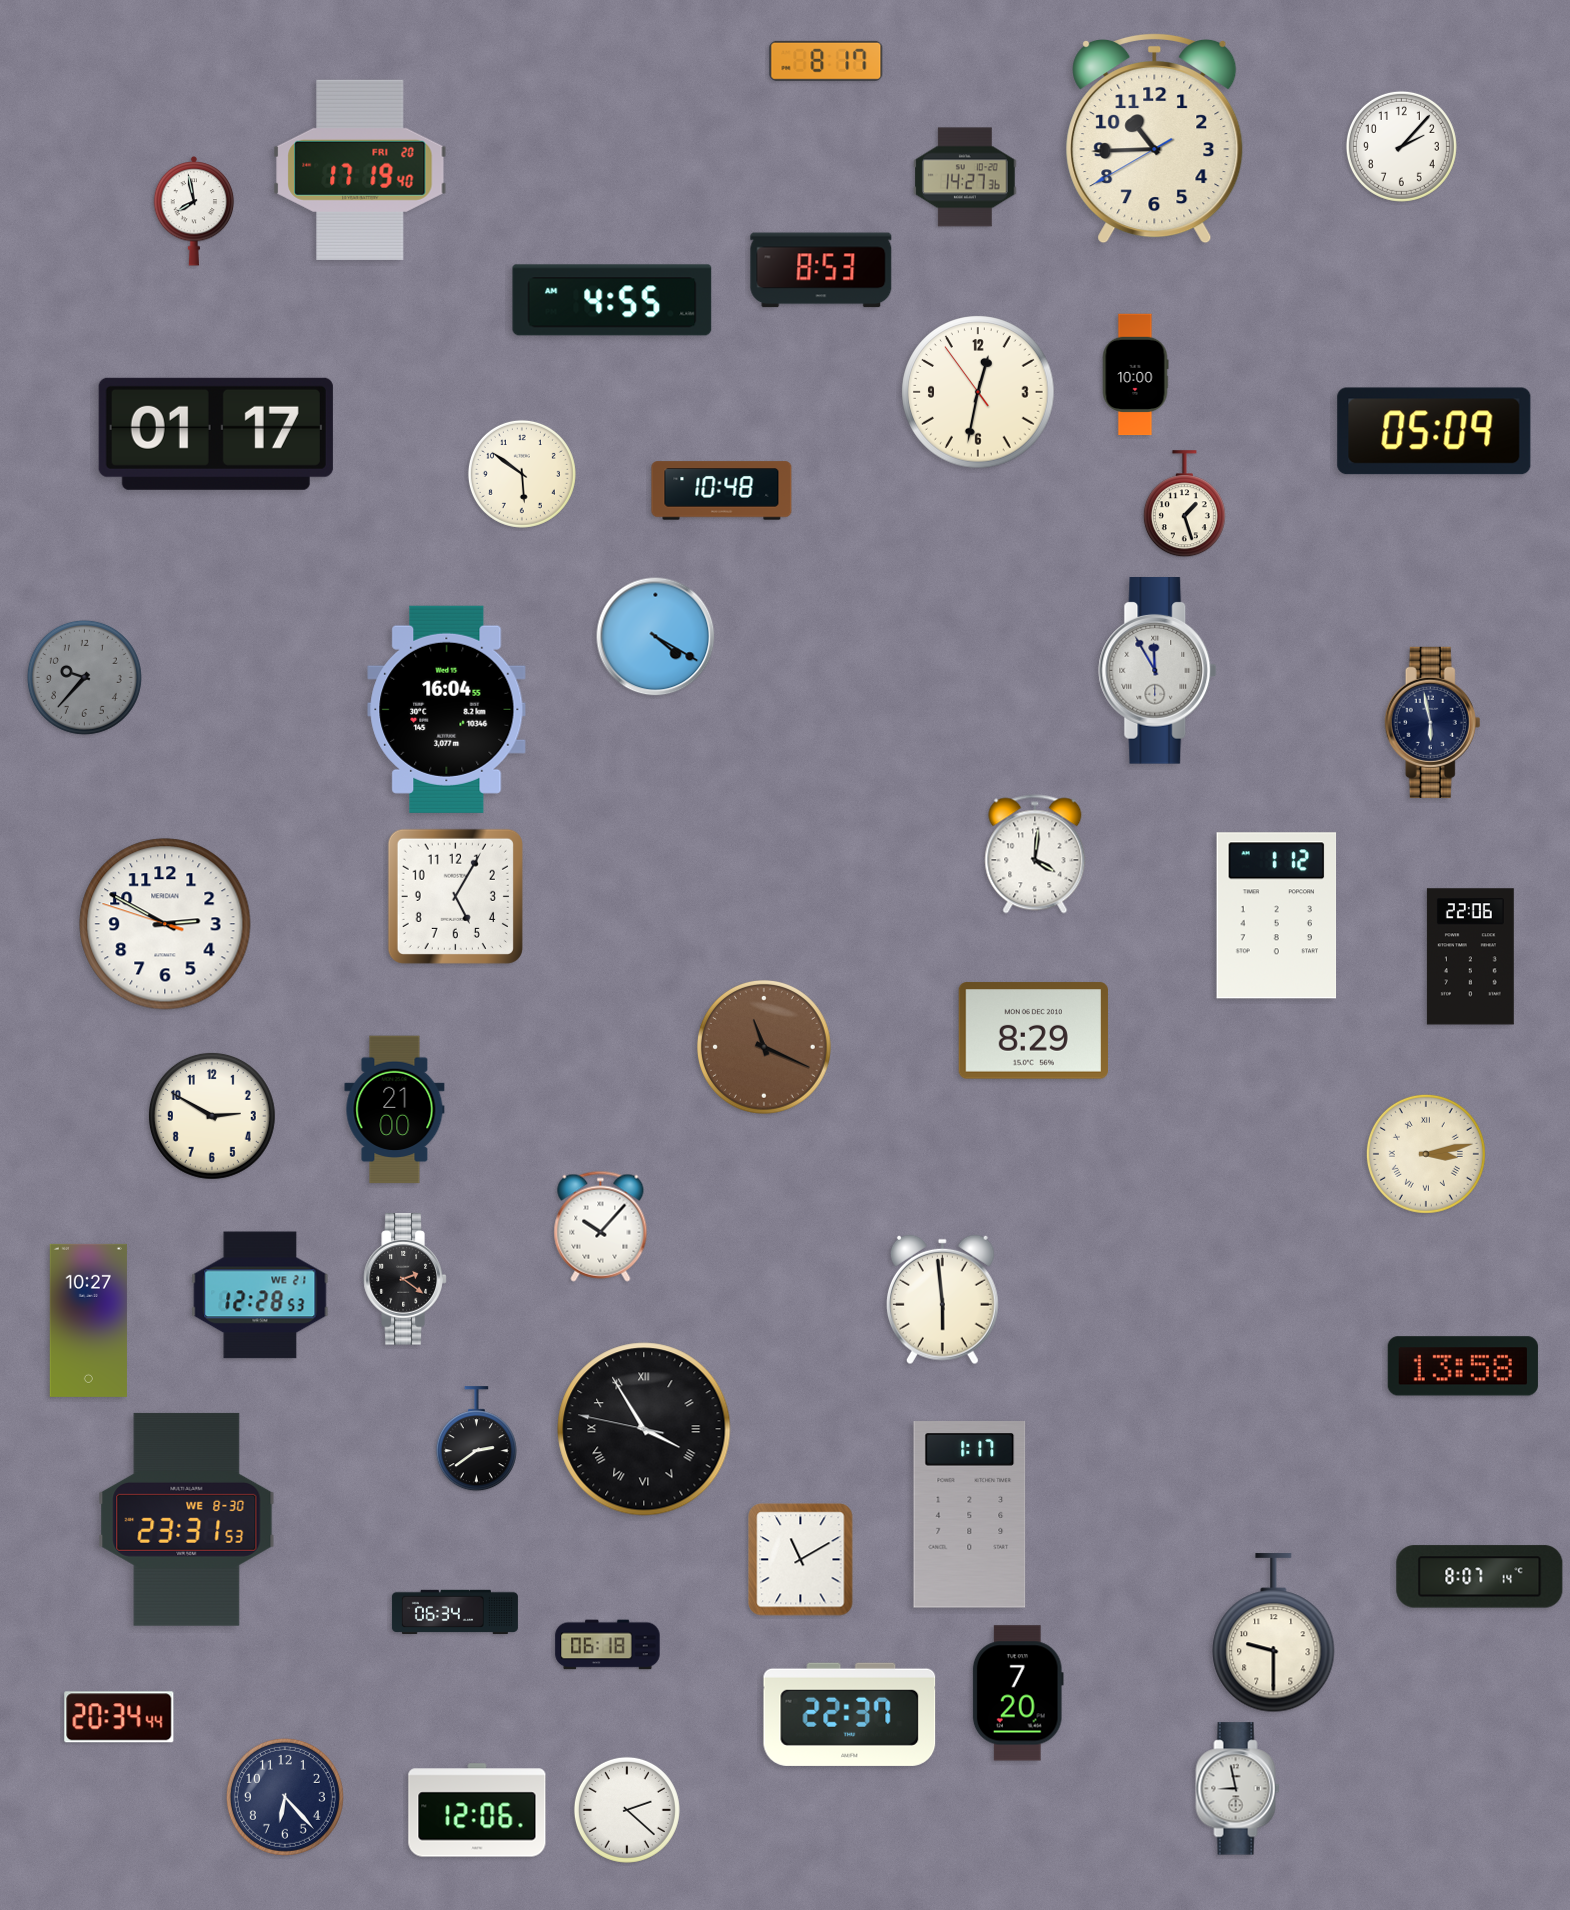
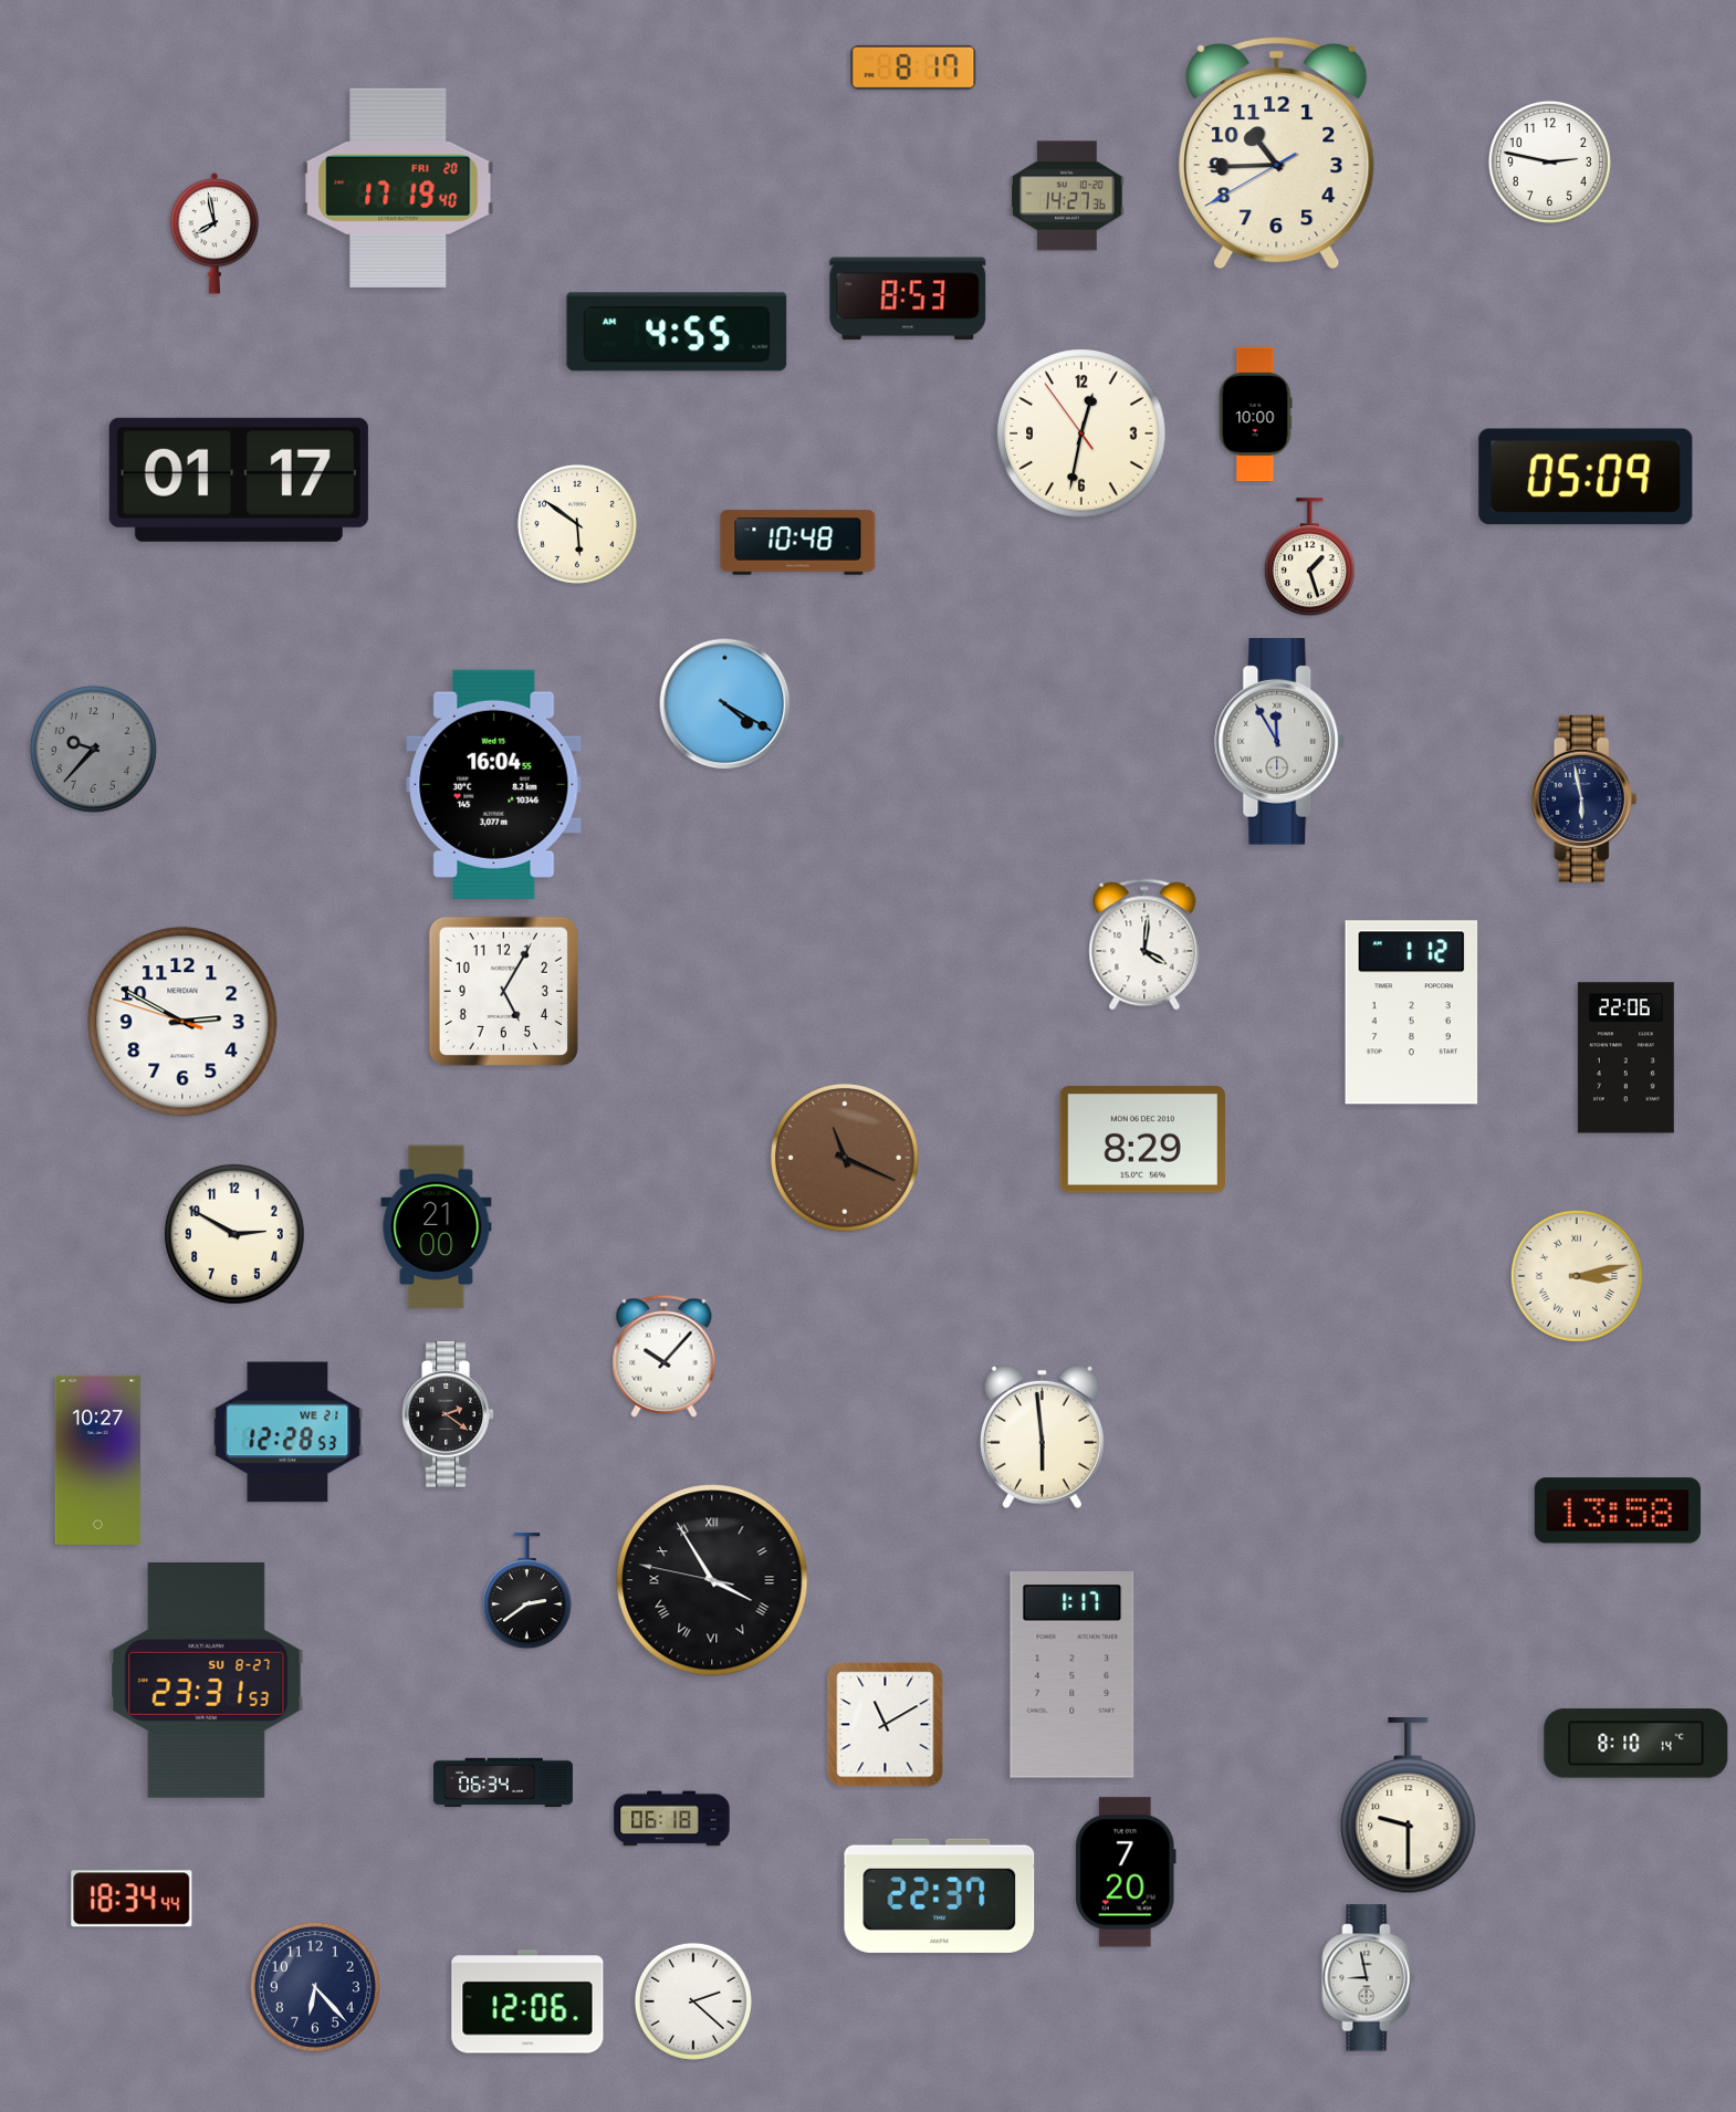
clock at (1401, 146): 2:07 -> 2:47
clock at (187, 1519) date: WE 8-30 -> SU 8-27
clock at (1480, 1577): 8:07 -> 8:10
clock at (119, 1717): 20:34 -> 18:34
